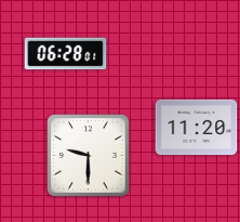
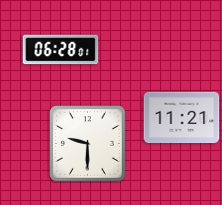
clock at (197, 128): 11:20 -> 11:21
clock at (89, 156) position: (89, 156) -> (88, 144)
